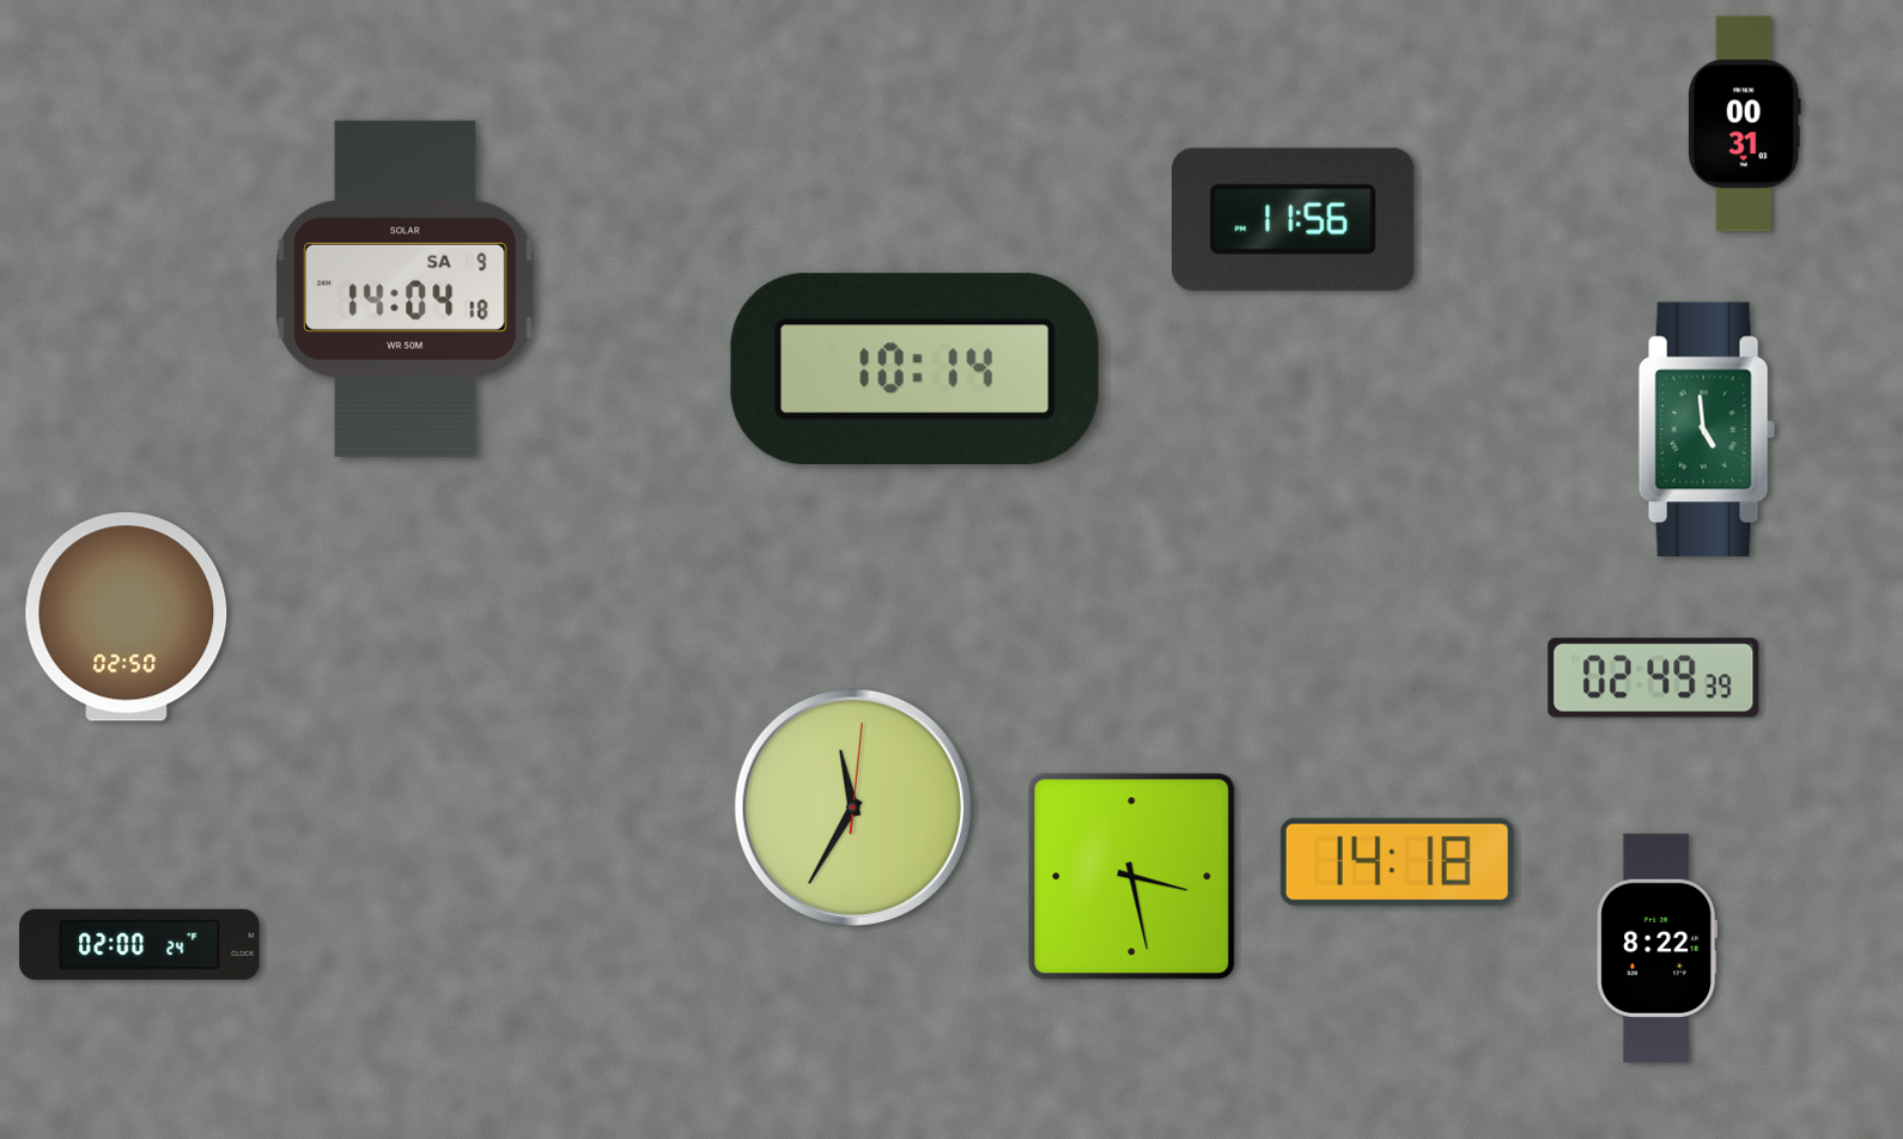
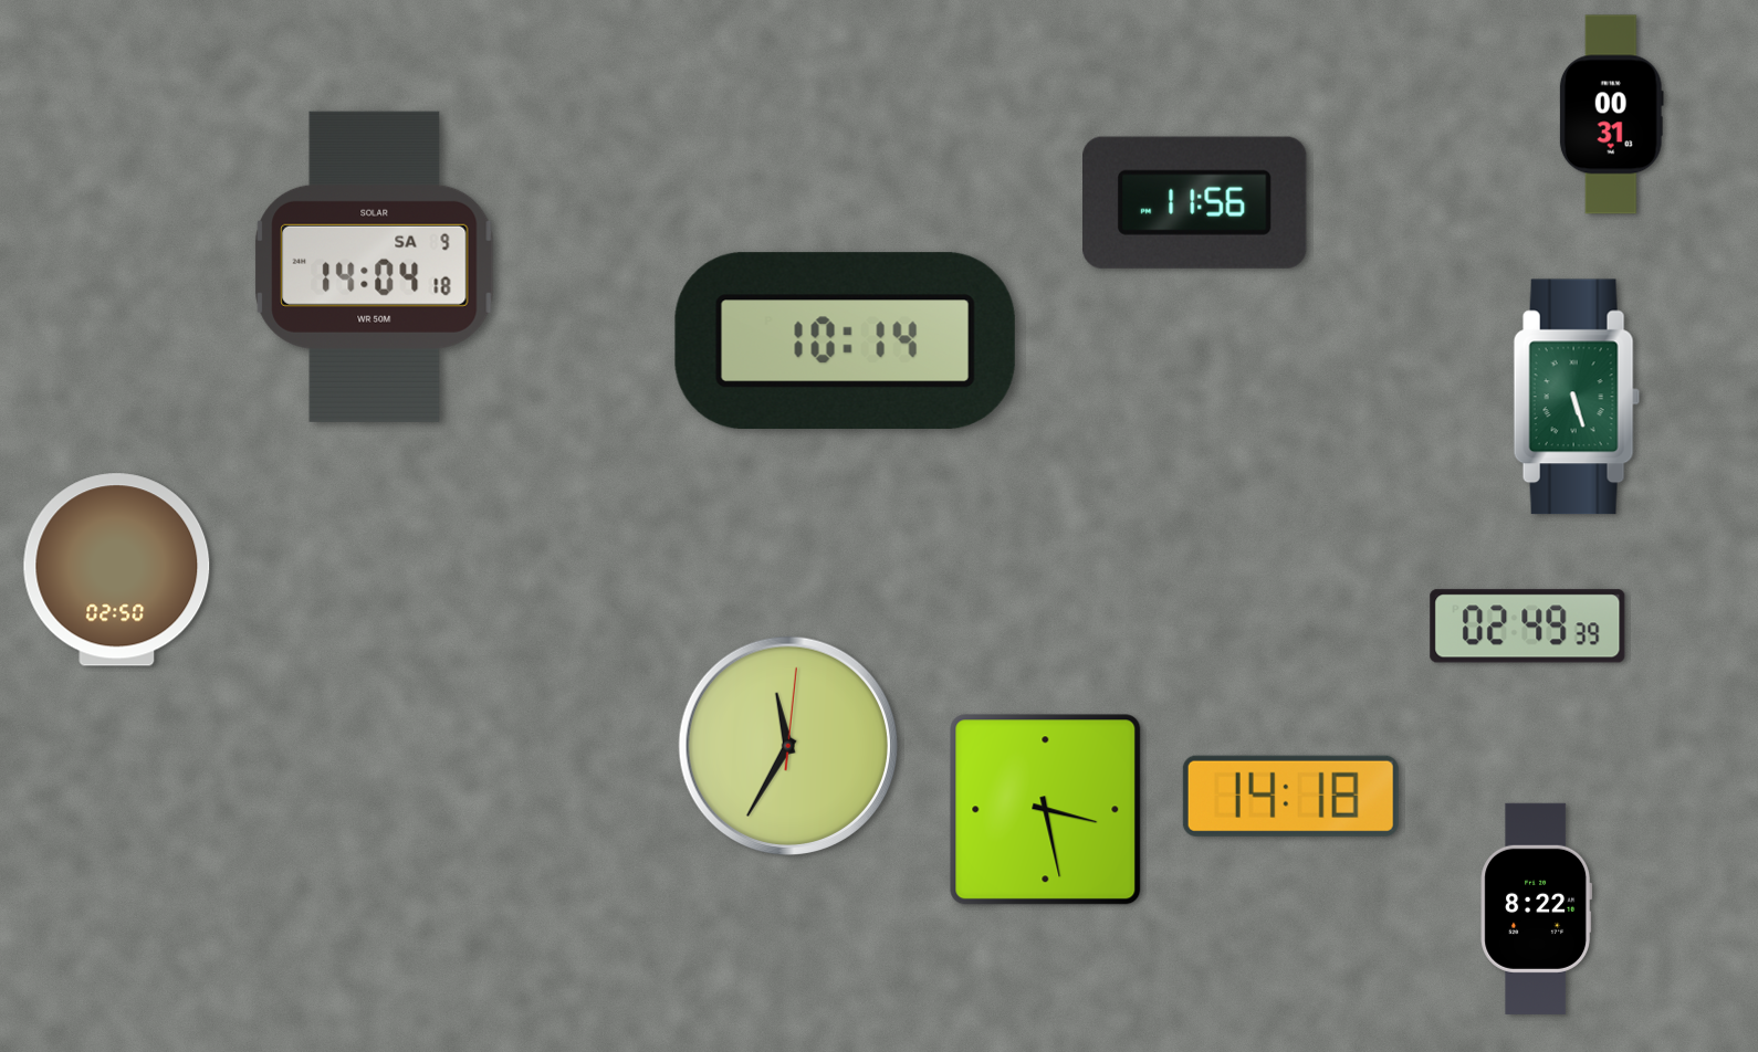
clock at (1707, 430): 4:59 -> 5:27
clock at (140, 944): 02:00 -> none
clock at (1656, 948) position: (1656, 948) -> (1536, 908)
